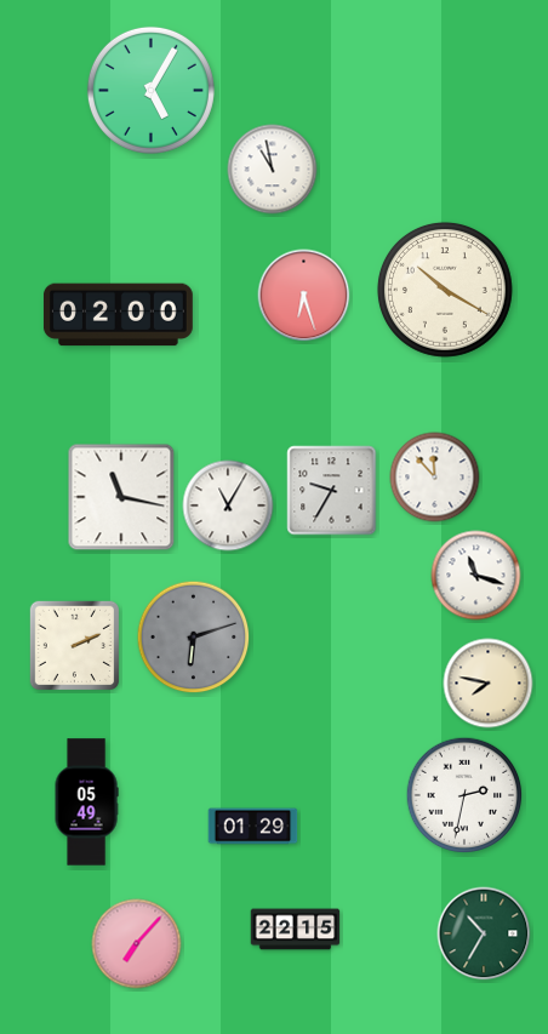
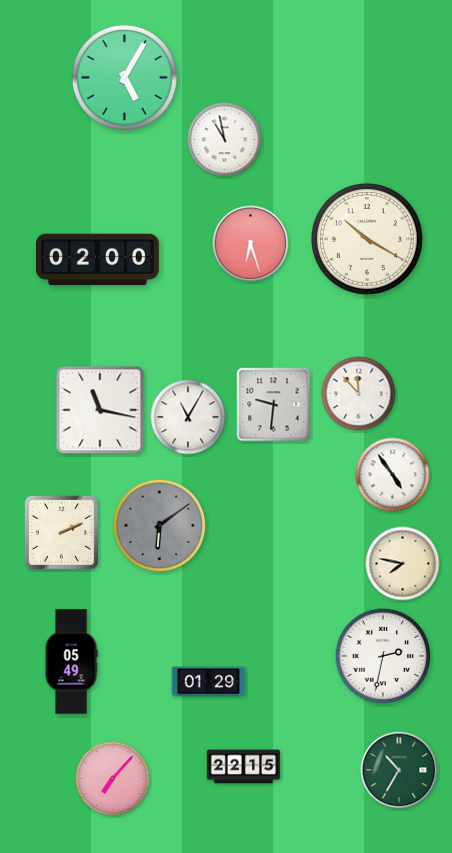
clock at (150, 90) position: (150, 90) -> (124, 77)
clock at (332, 491): 9:35 -> 9:31
clock at (476, 576): 11:18 -> 4:54
clock at (194, 638): 6:12 -> 6:09
